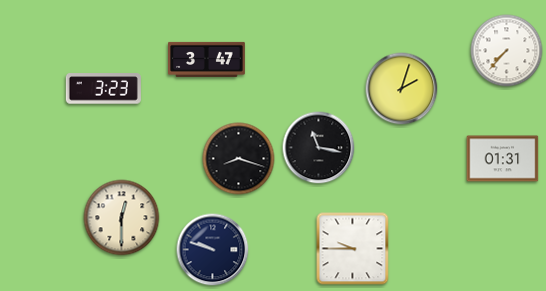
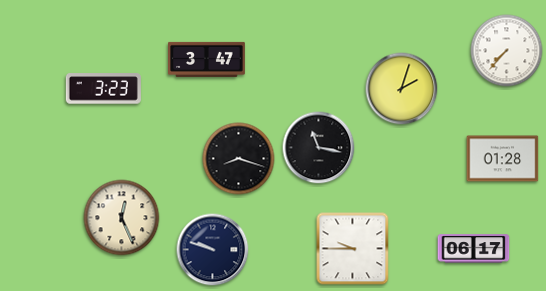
clock at (503, 159): 01:31 -> 01:28
clock at (122, 218): 12:30 -> 12:26
clock at (474, 249): none -> 06:17
